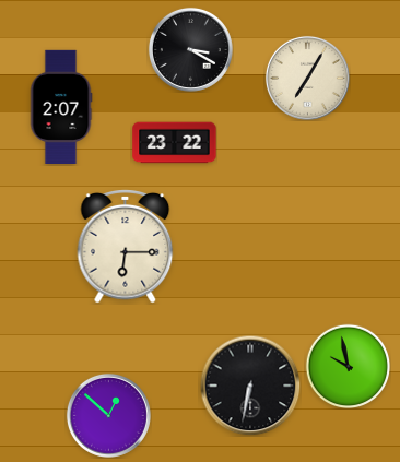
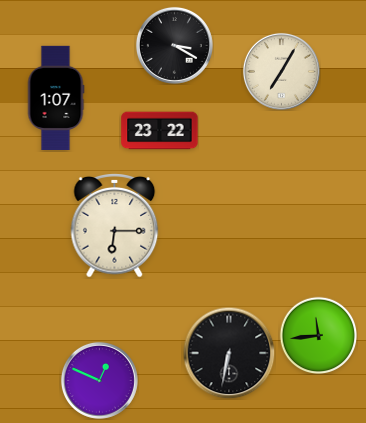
clock at (61, 106): 2:07 -> 1:07
clock at (348, 366): 9:58 -> 11:44
clock at (108, 415): 12:52 -> 12:49
